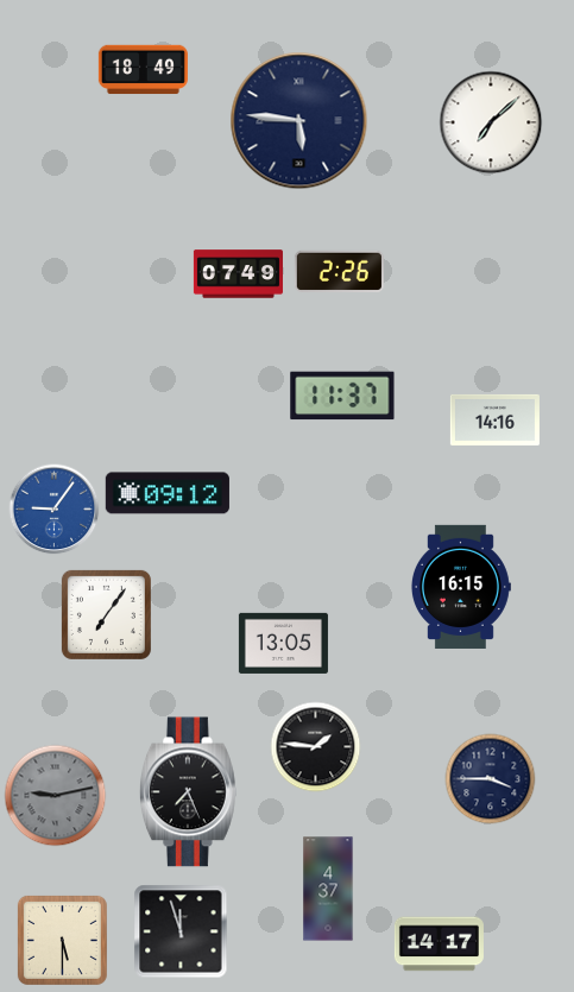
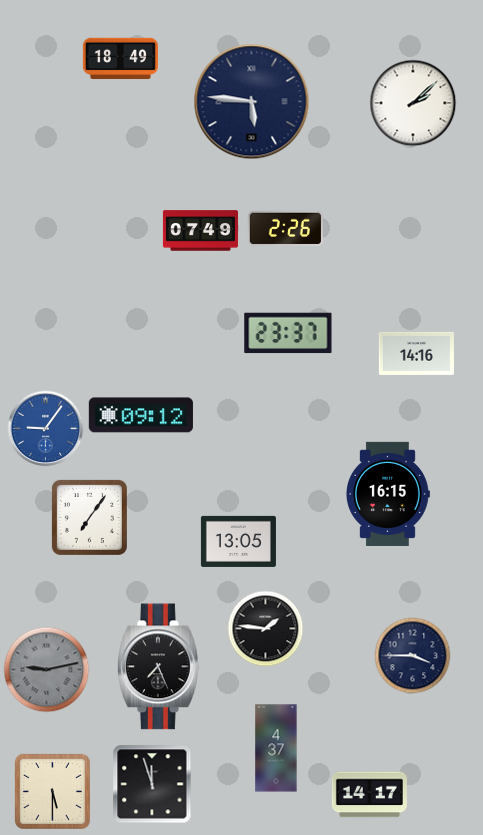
clock at (491, 122): 7:08 -> 2:08
clock at (342, 396): 11:37 -> 23:37
